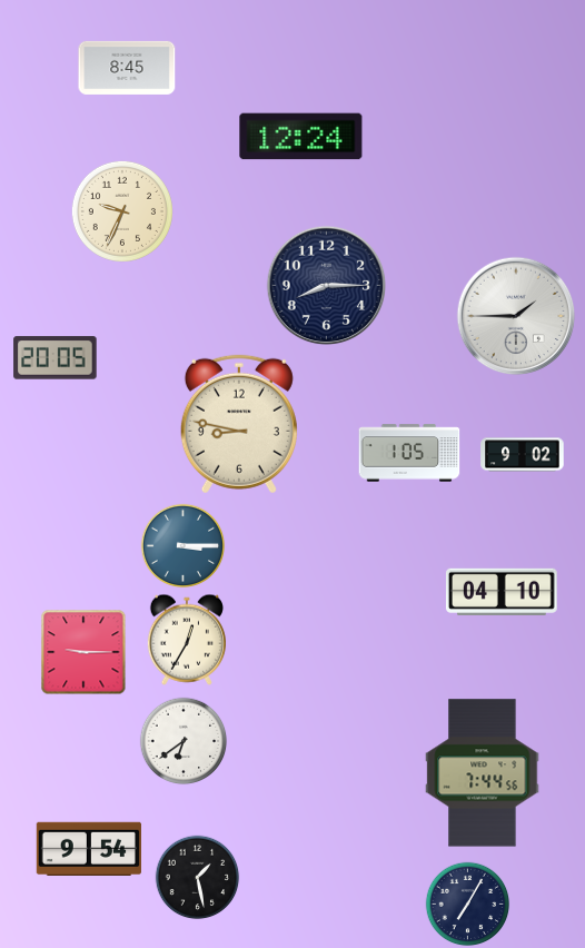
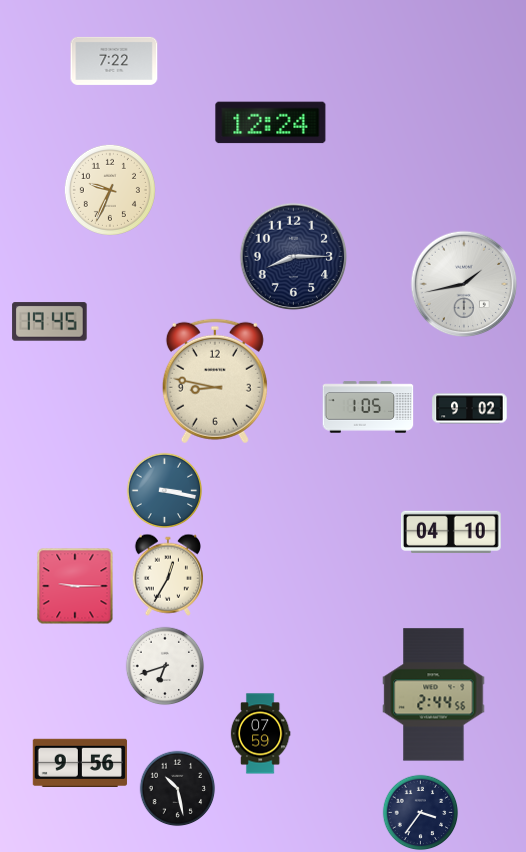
clock at (127, 68): 8:45 -> 7:22
clock at (516, 316): 1:45 -> 1:43
clock at (56, 358): 20:05 -> 19:45
clock at (184, 546): 3:15 -> 3:17
clock at (184, 741): 6:39 -> 6:42
clock at (483, 773): 7:44 -> 2:44
clock at (260, 734): none -> 07:59
clock at (88, 848): 9:54 -> 9:56
clock at (198, 878): 1:28 -> 10:28
clock at (468, 905): 7:05 -> 3:36
